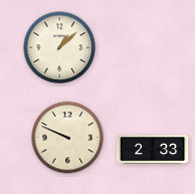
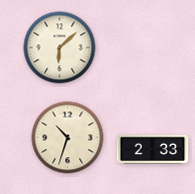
clock at (60, 48): 1:08 -> 6:08
clock at (68, 138): 9:49 -> 10:33
